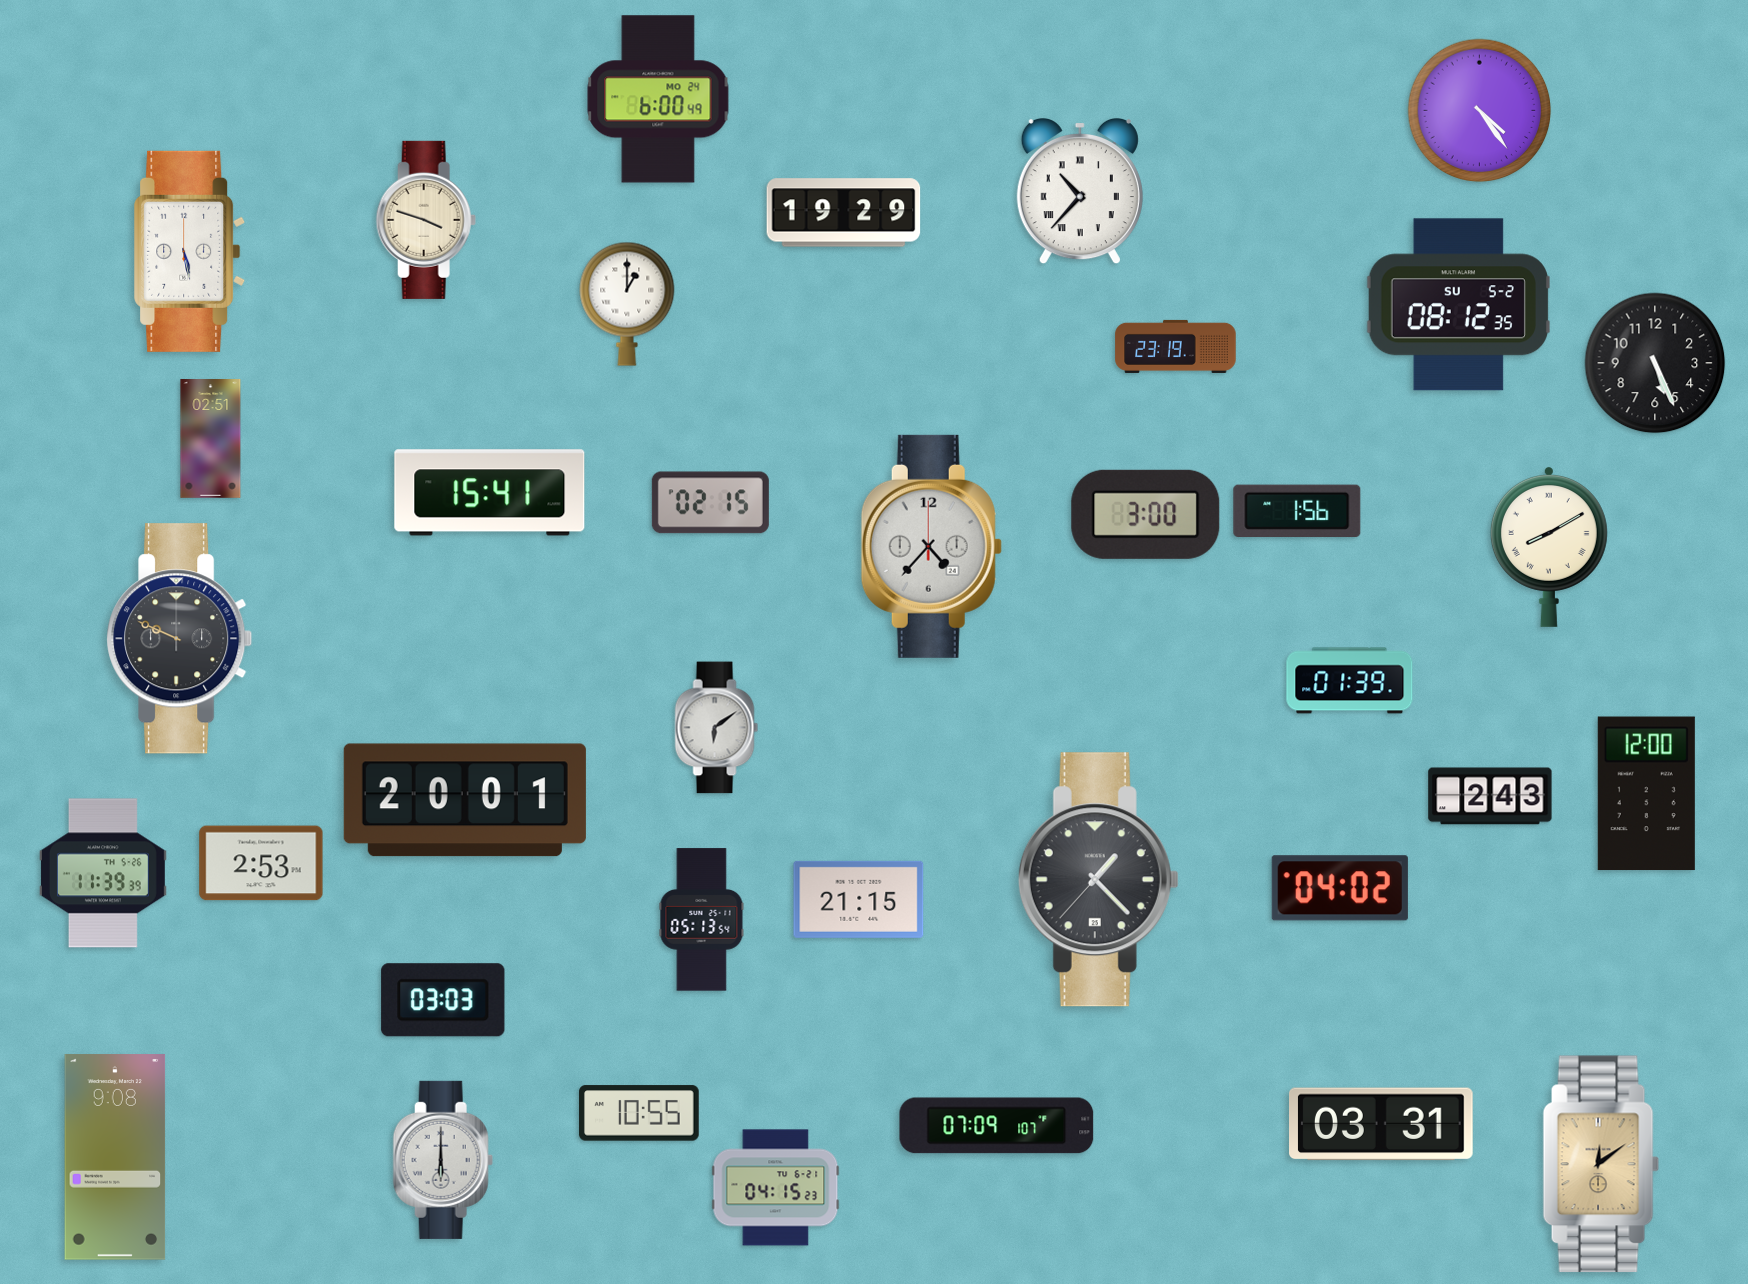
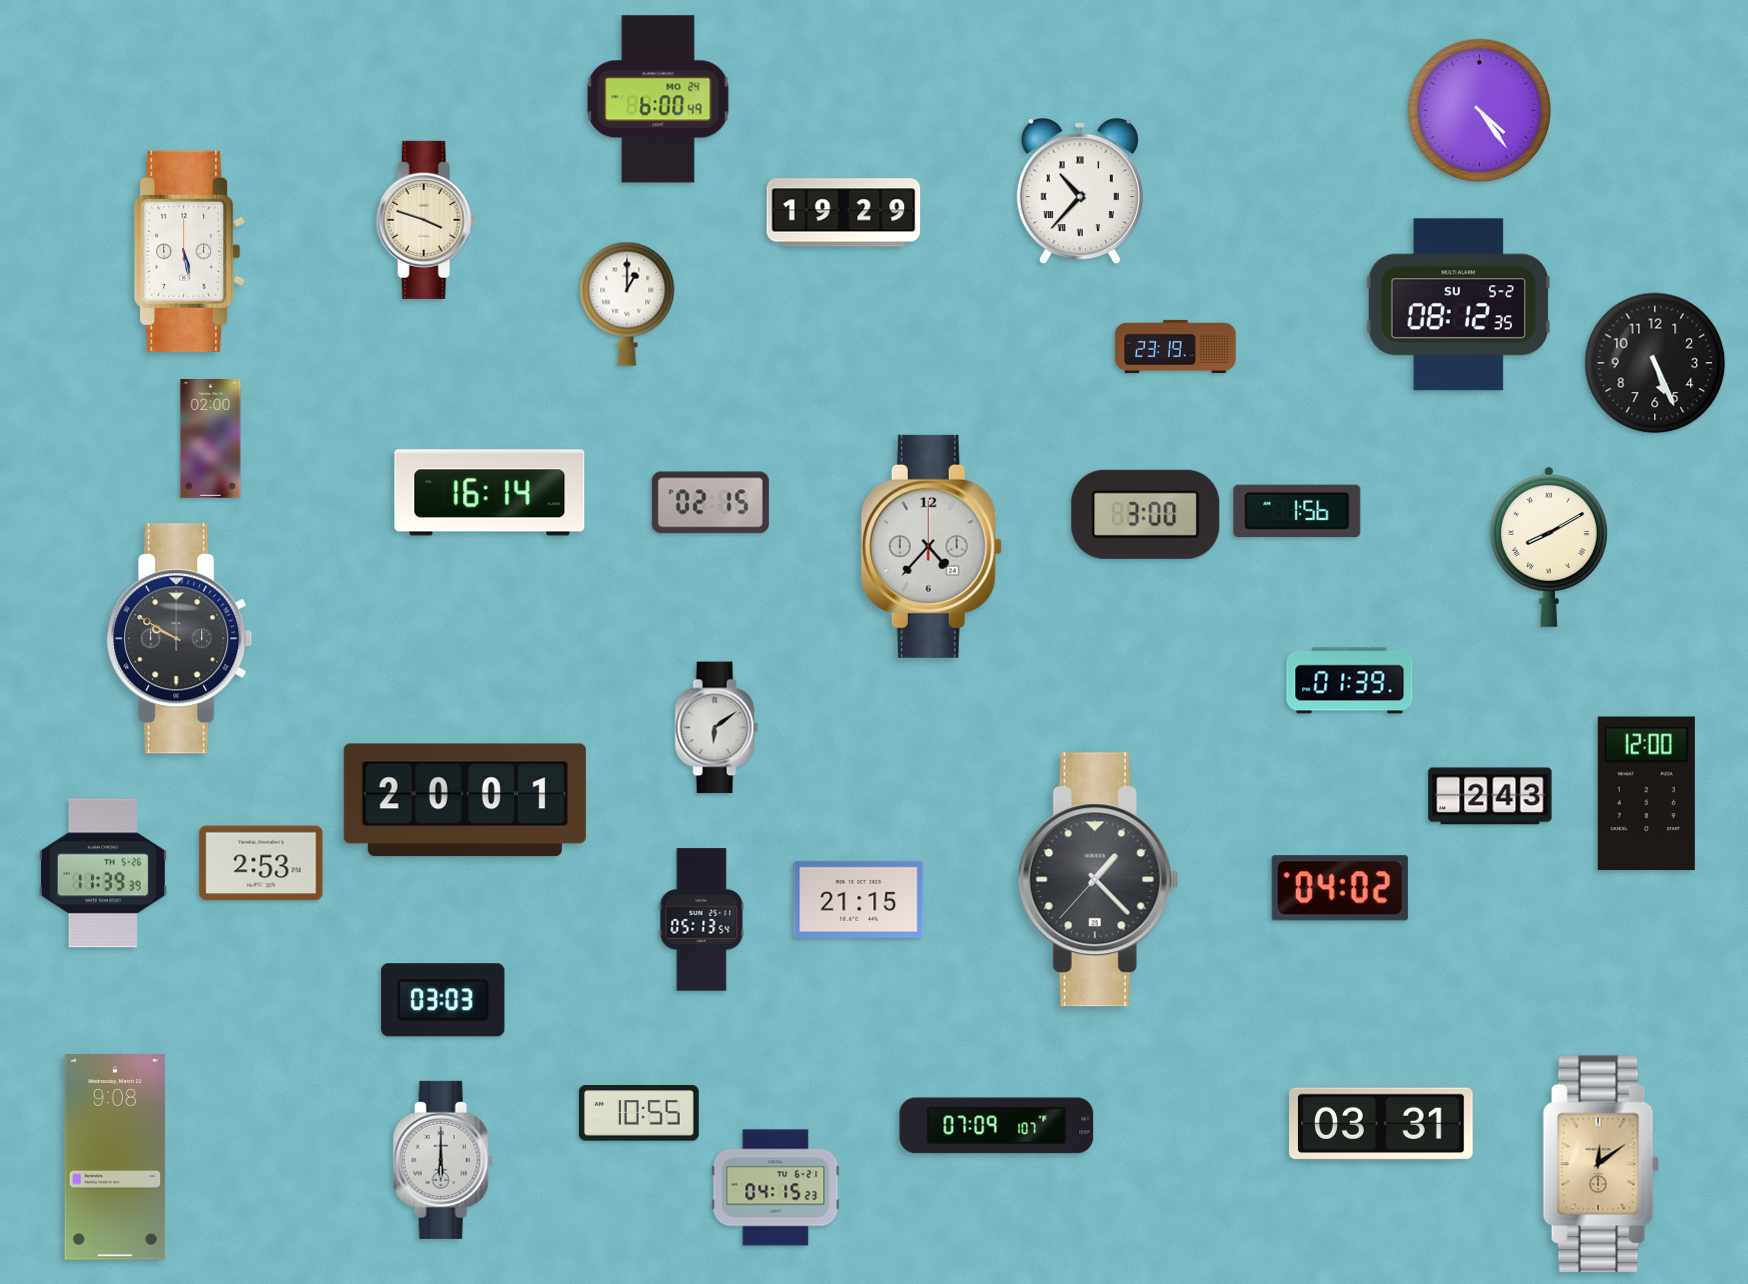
clock at (211, 439): 02:51 -> 02:00
clock at (490, 493): 15:41 -> 16:14
clock at (180, 639): 9:49 -> 9:50
